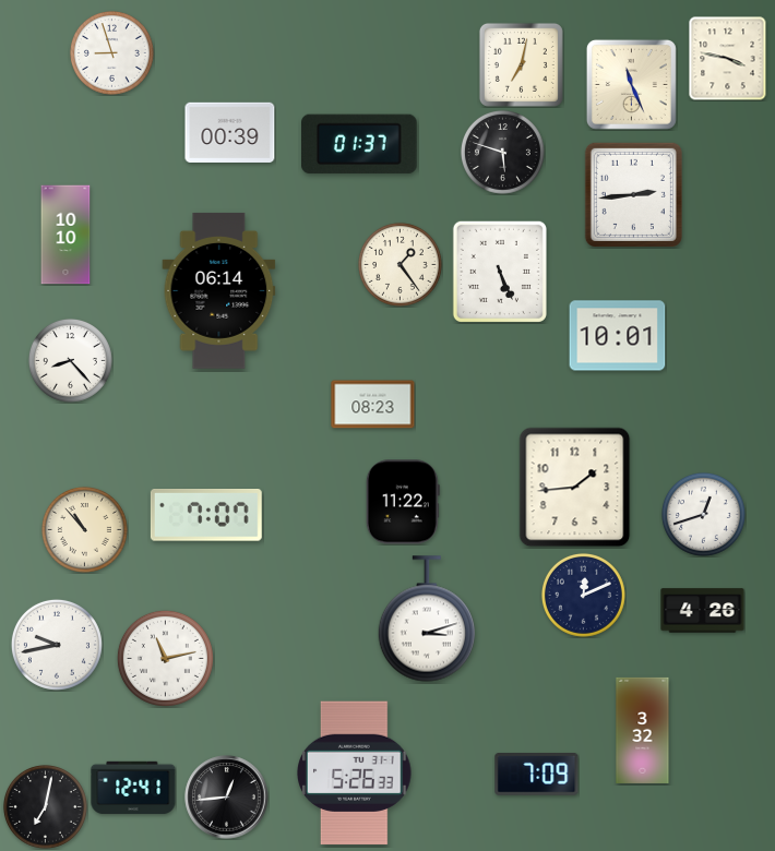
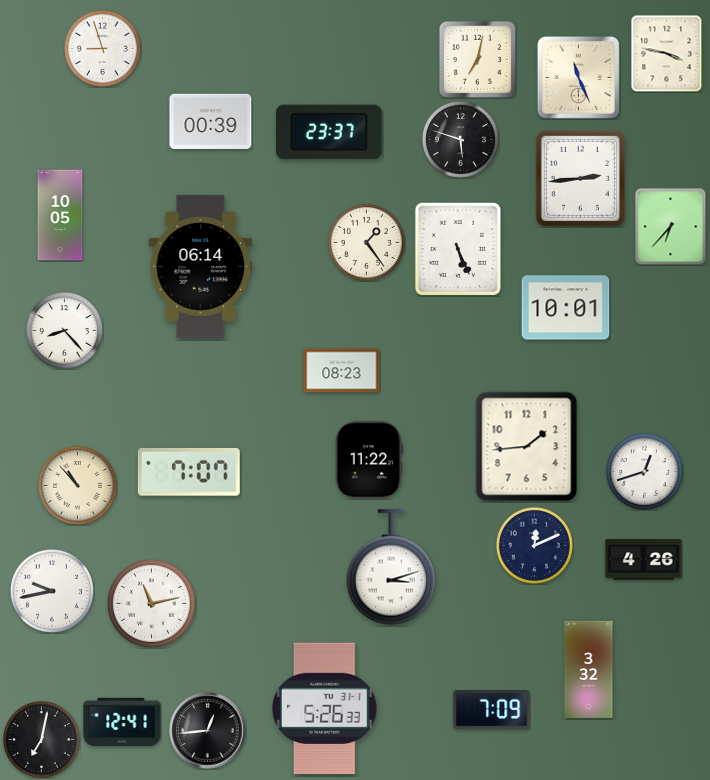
clock at (359, 144): 01:37 -> 23:37
clock at (65, 235): 10:10 -> 10:05
clock at (671, 226): none -> 6:37
